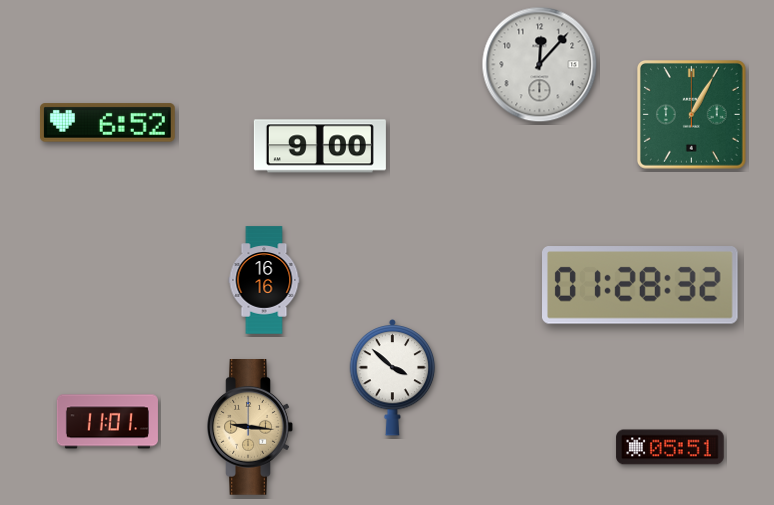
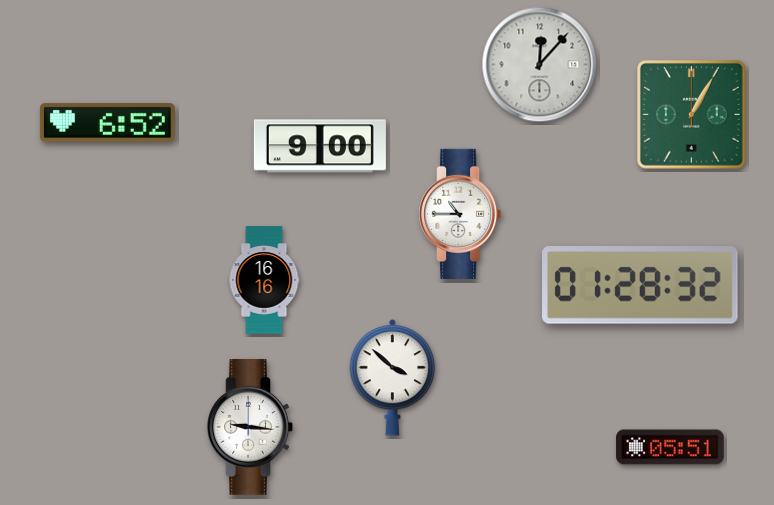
clock at (460, 214): none -> 10:45
clock at (107, 422): 11:01 -> none
clock at (250, 428) dial: champagne -> white
